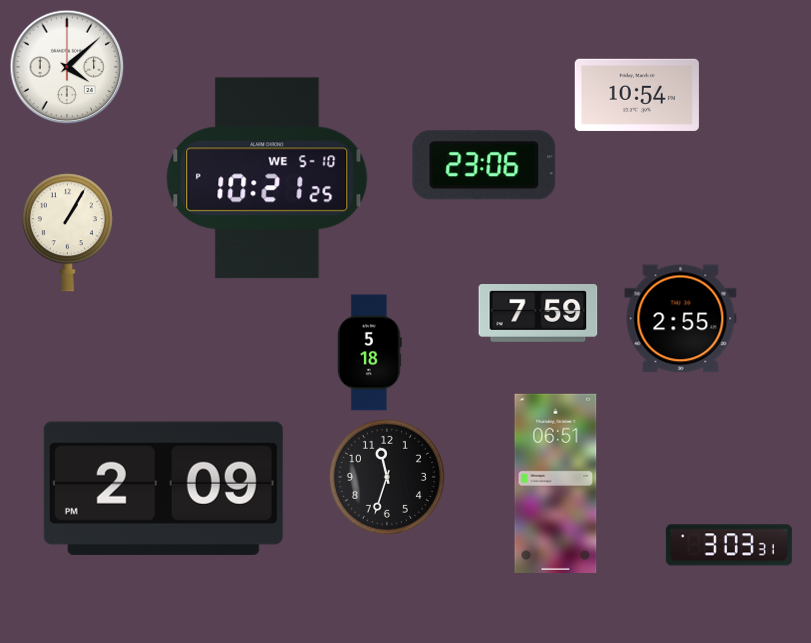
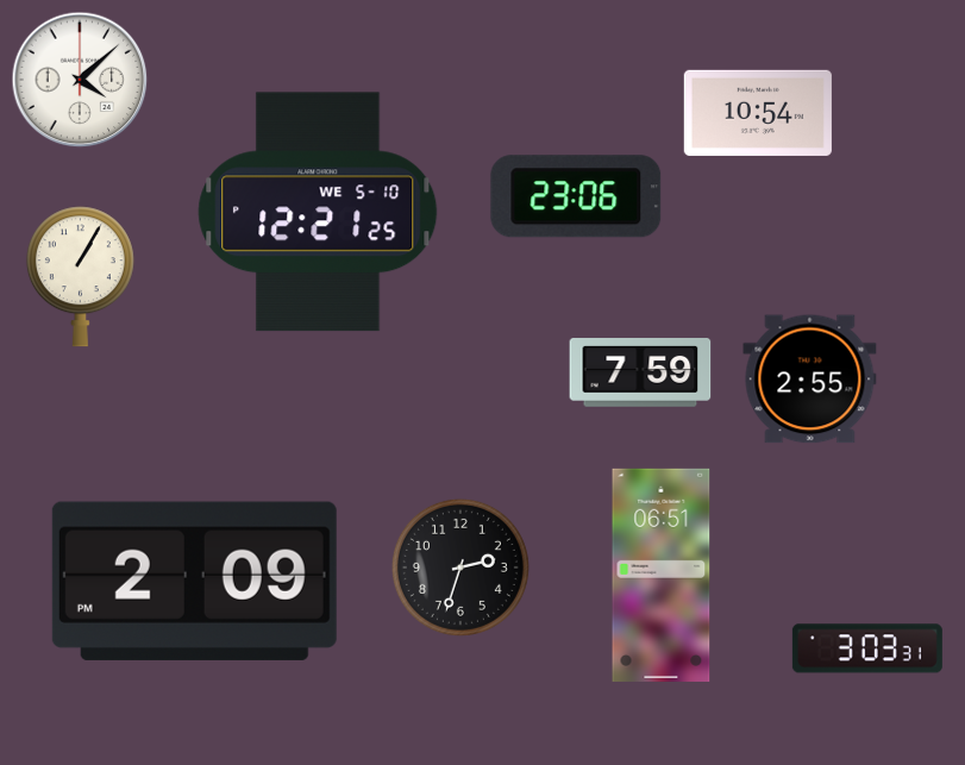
clock at (267, 178): 10:21 -> 12:21
clock at (370, 353): 5:18 -> none
clock at (387, 477): 11:33 -> 2:33
